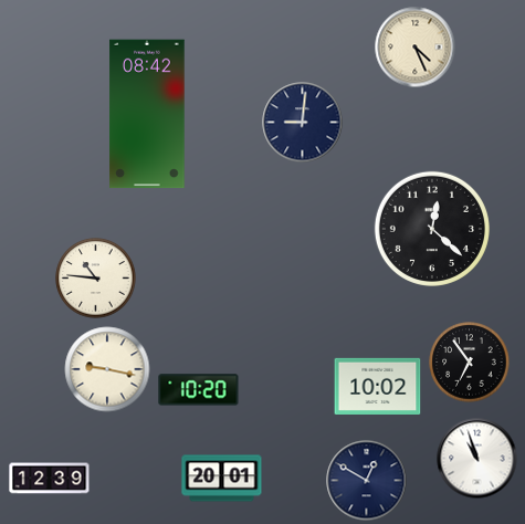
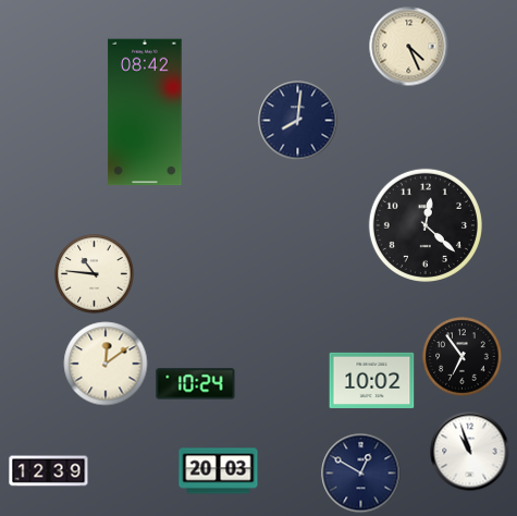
clock at (303, 123): 9:01 -> 8:01
clock at (107, 369): 9:17 -> 12:09
clock at (199, 390): 10:20 -> 10:24
clock at (222, 479): 20:01 -> 20:03
